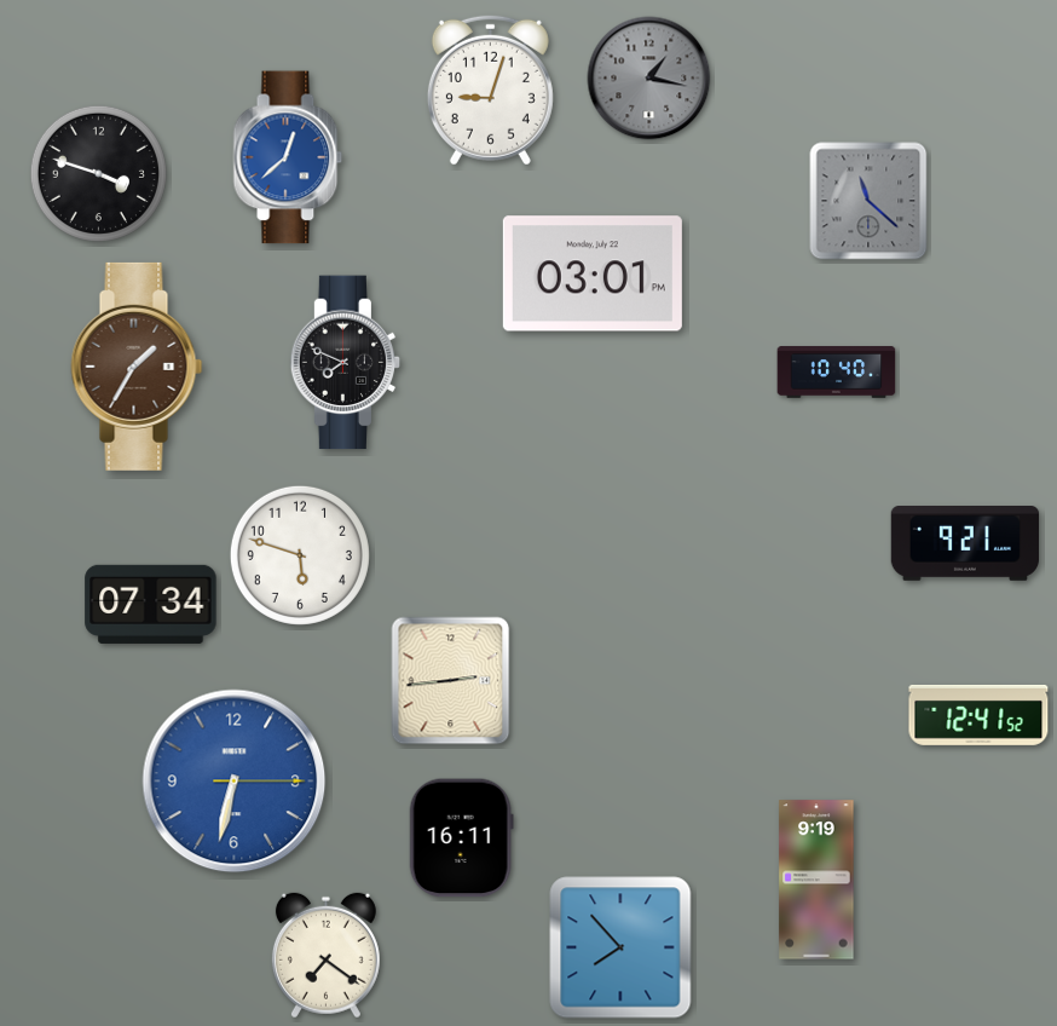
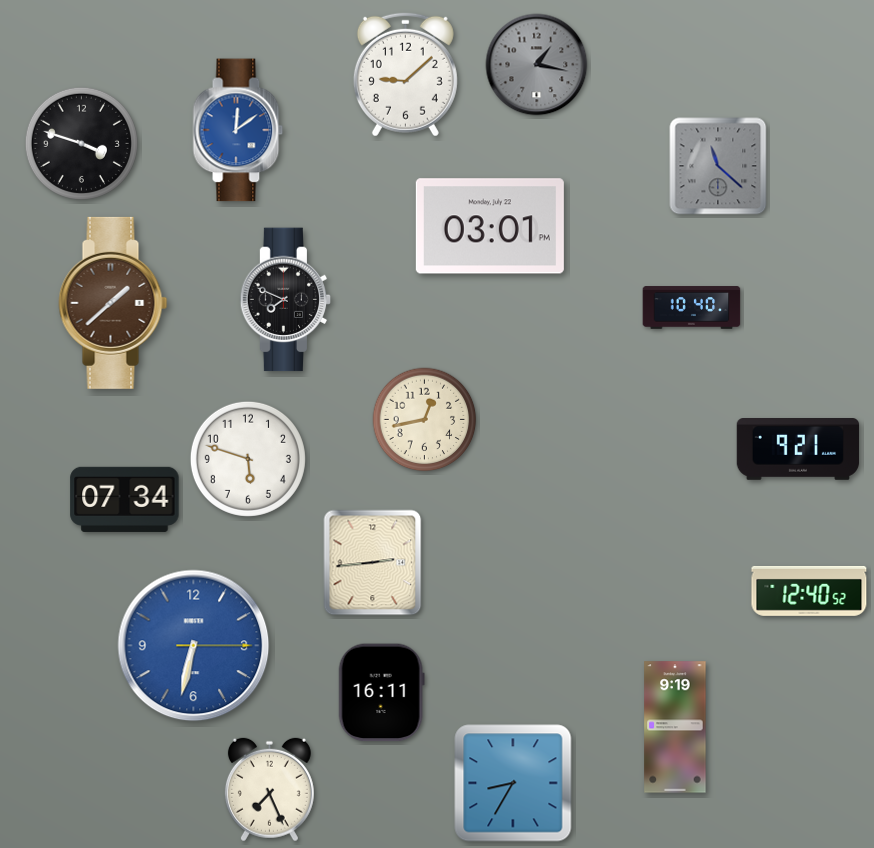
clock at (490, 90): 9:03 -> 9:08
clock at (288, 157): 12:38 -> 12:09
clock at (137, 367): 1:35 -> 1:38
clock at (425, 420): none -> 12:43
clock at (978, 715): 12:41 -> 12:40
clock at (620, 947): 7:53 -> 8:35
clock at (325, 956): 7:21 -> 7:26
